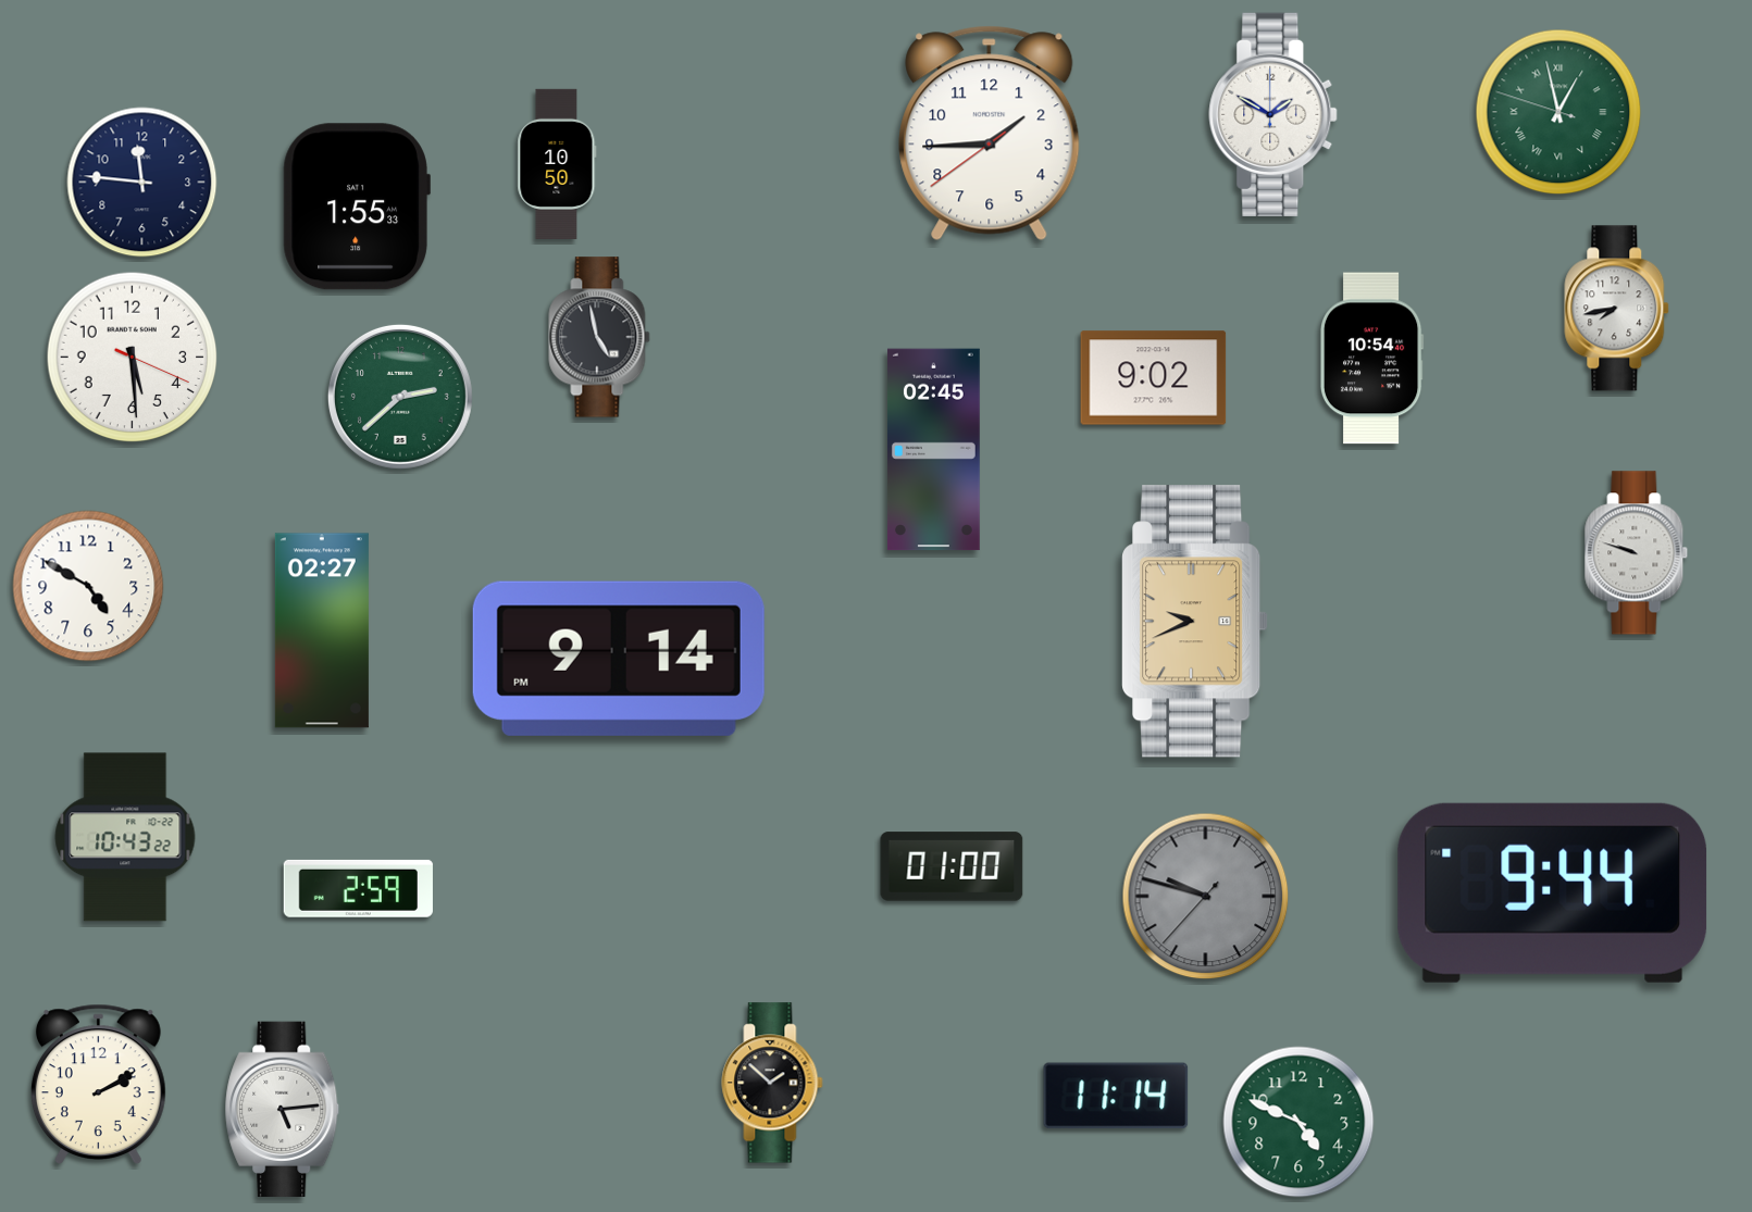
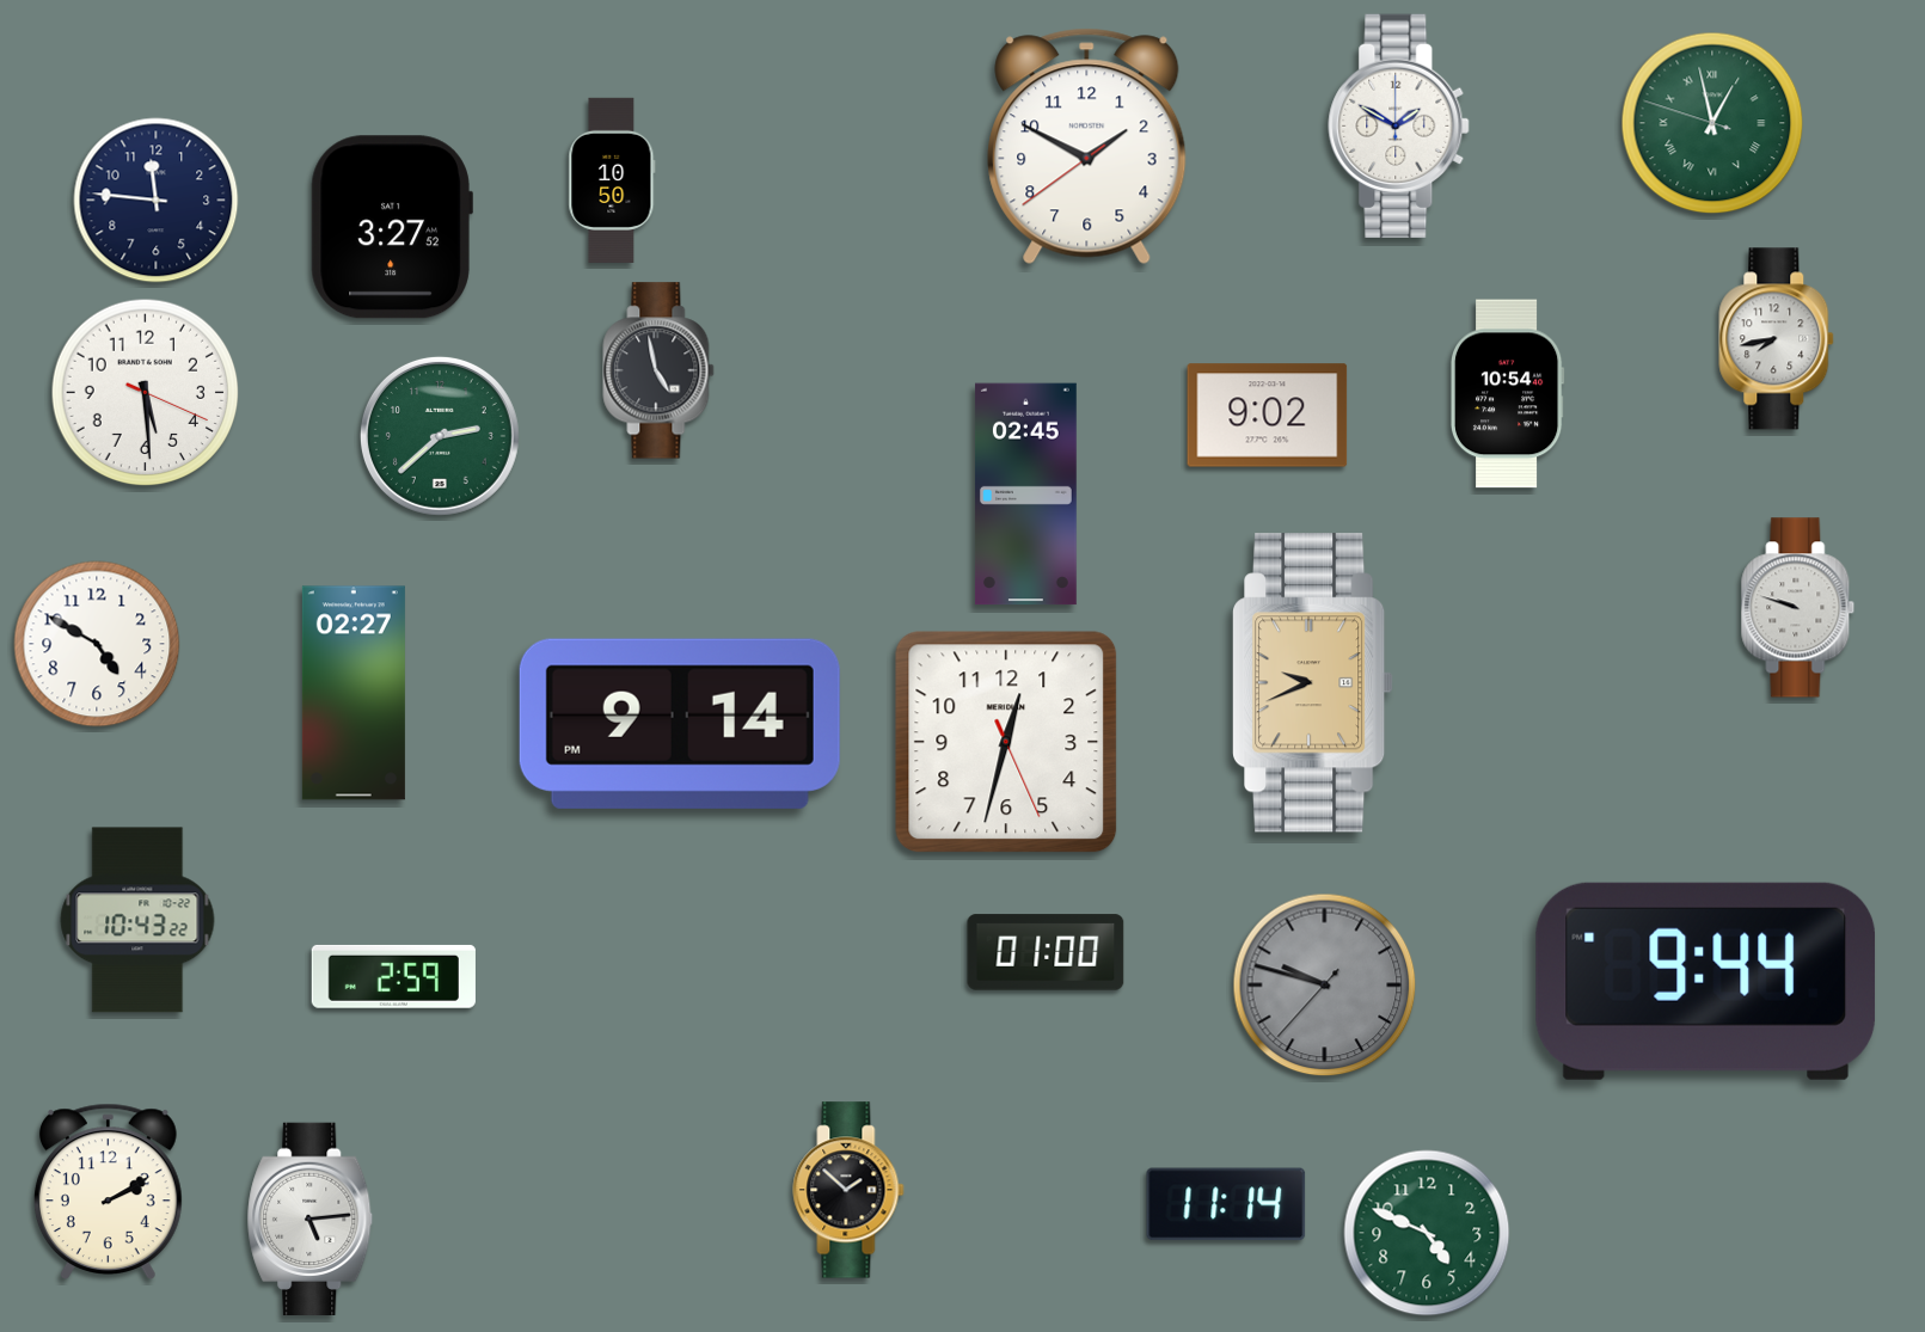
clock at (990, 134): 1:44 -> 1:49
clock at (357, 207): 1:55 -> 3:27
clock at (1006, 742): none -> 12:32
